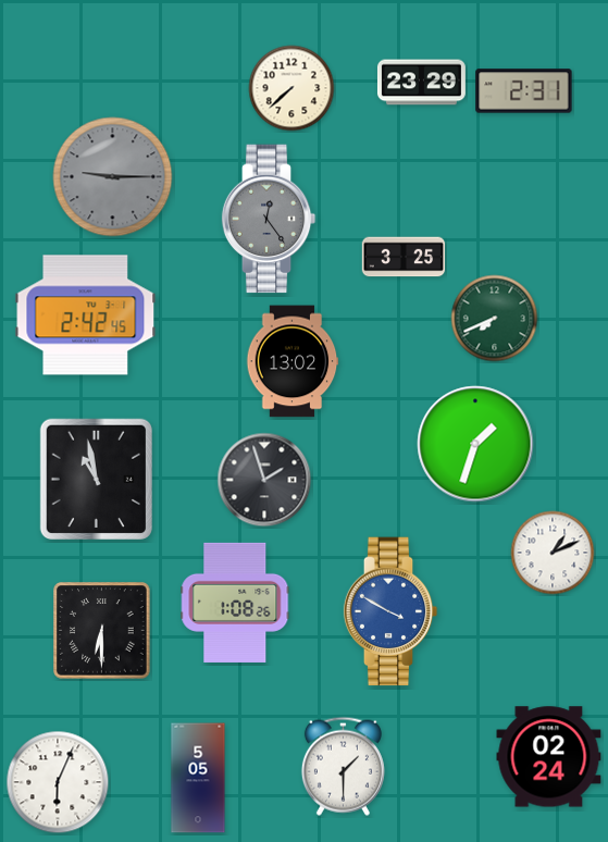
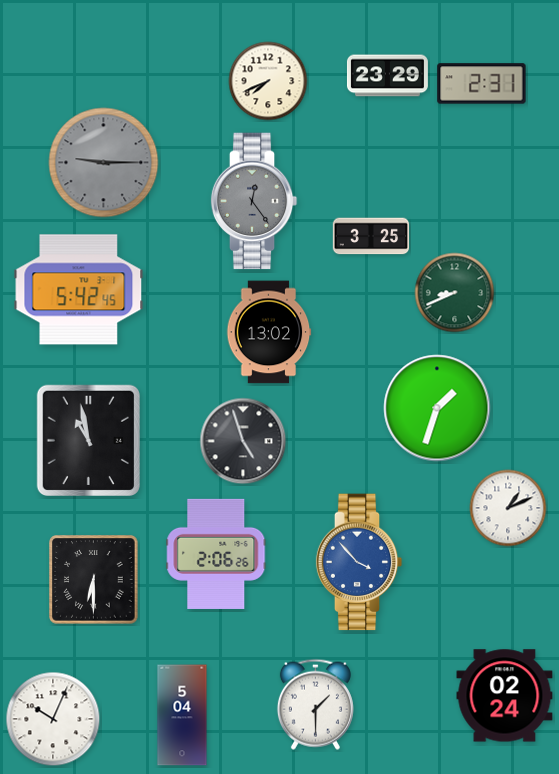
clock at (291, 88): 7:38 -> 7:41
clock at (269, 219) position: (269, 219) -> (254, 201)
clock at (86, 315): 2:42 -> 5:42
clock at (495, 319): 7:41 -> 8:41
clock at (264, 480): 1:57 -> 4:57
clock at (235, 603): 1:08 -> 2:06
clock at (390, 611): 3:50 -> 3:53
clock at (198, 778): 5:05 -> 5:04
clock at (58, 782): 6:04 -> 10:04
